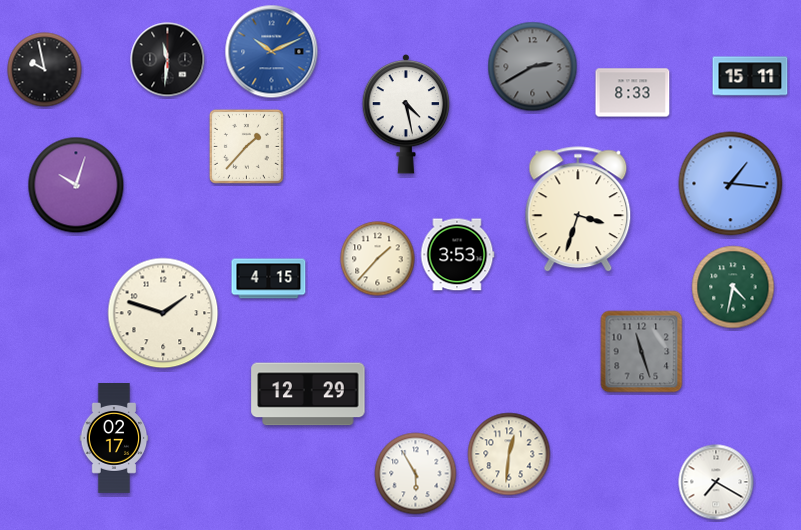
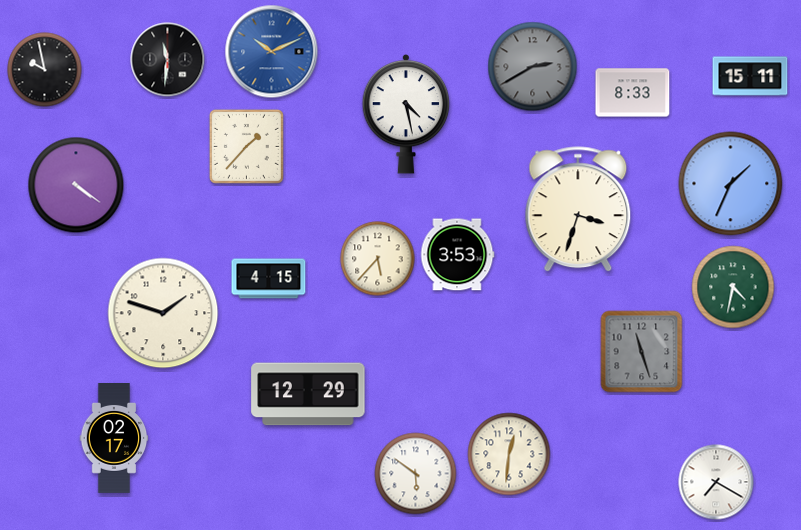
clock at (731, 184): 1:16 -> 1:34
clock at (76, 185): 10:03 -> 4:21
clock at (378, 259): 1:37 -> 5:37
clock at (416, 474): 5:55 -> 5:51
